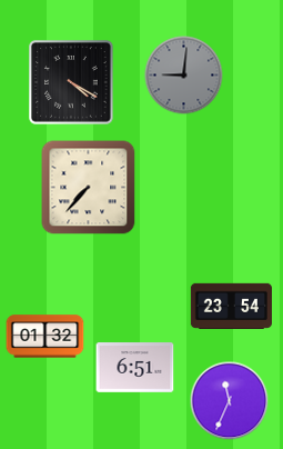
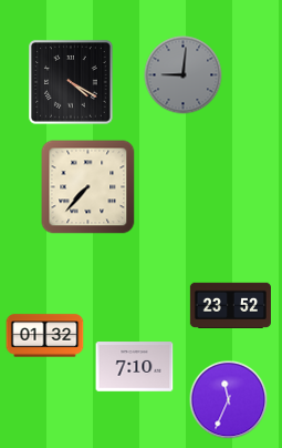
clock at (231, 306): 23:54 -> 23:52
clock at (135, 368): 6:51 -> 7:10
